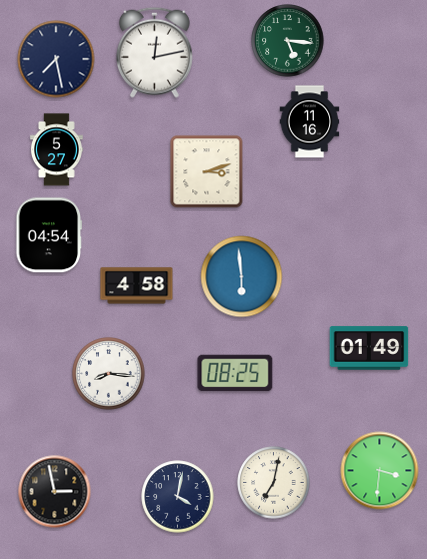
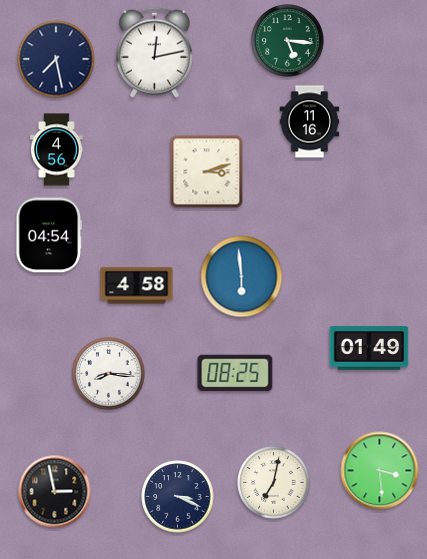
clock at (57, 150): 5:27 -> 4:56
clock at (380, 471): 3:31 -> 3:29
clock at (178, 497): 4:02 -> 3:19
